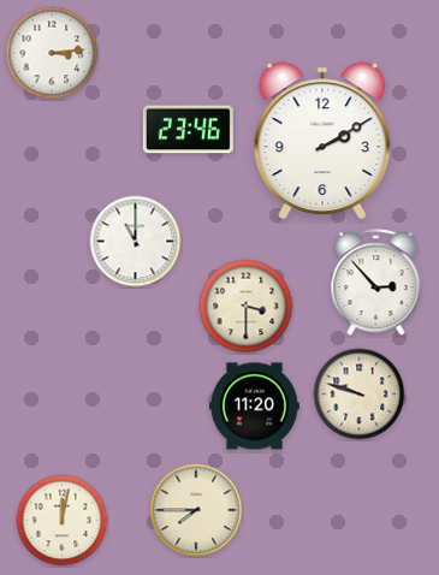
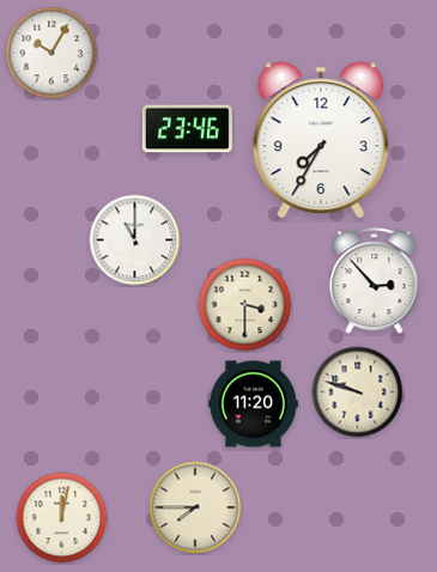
clock at (52, 53): 3:14 -> 10:05
clock at (322, 141): 2:10 -> 7:35
